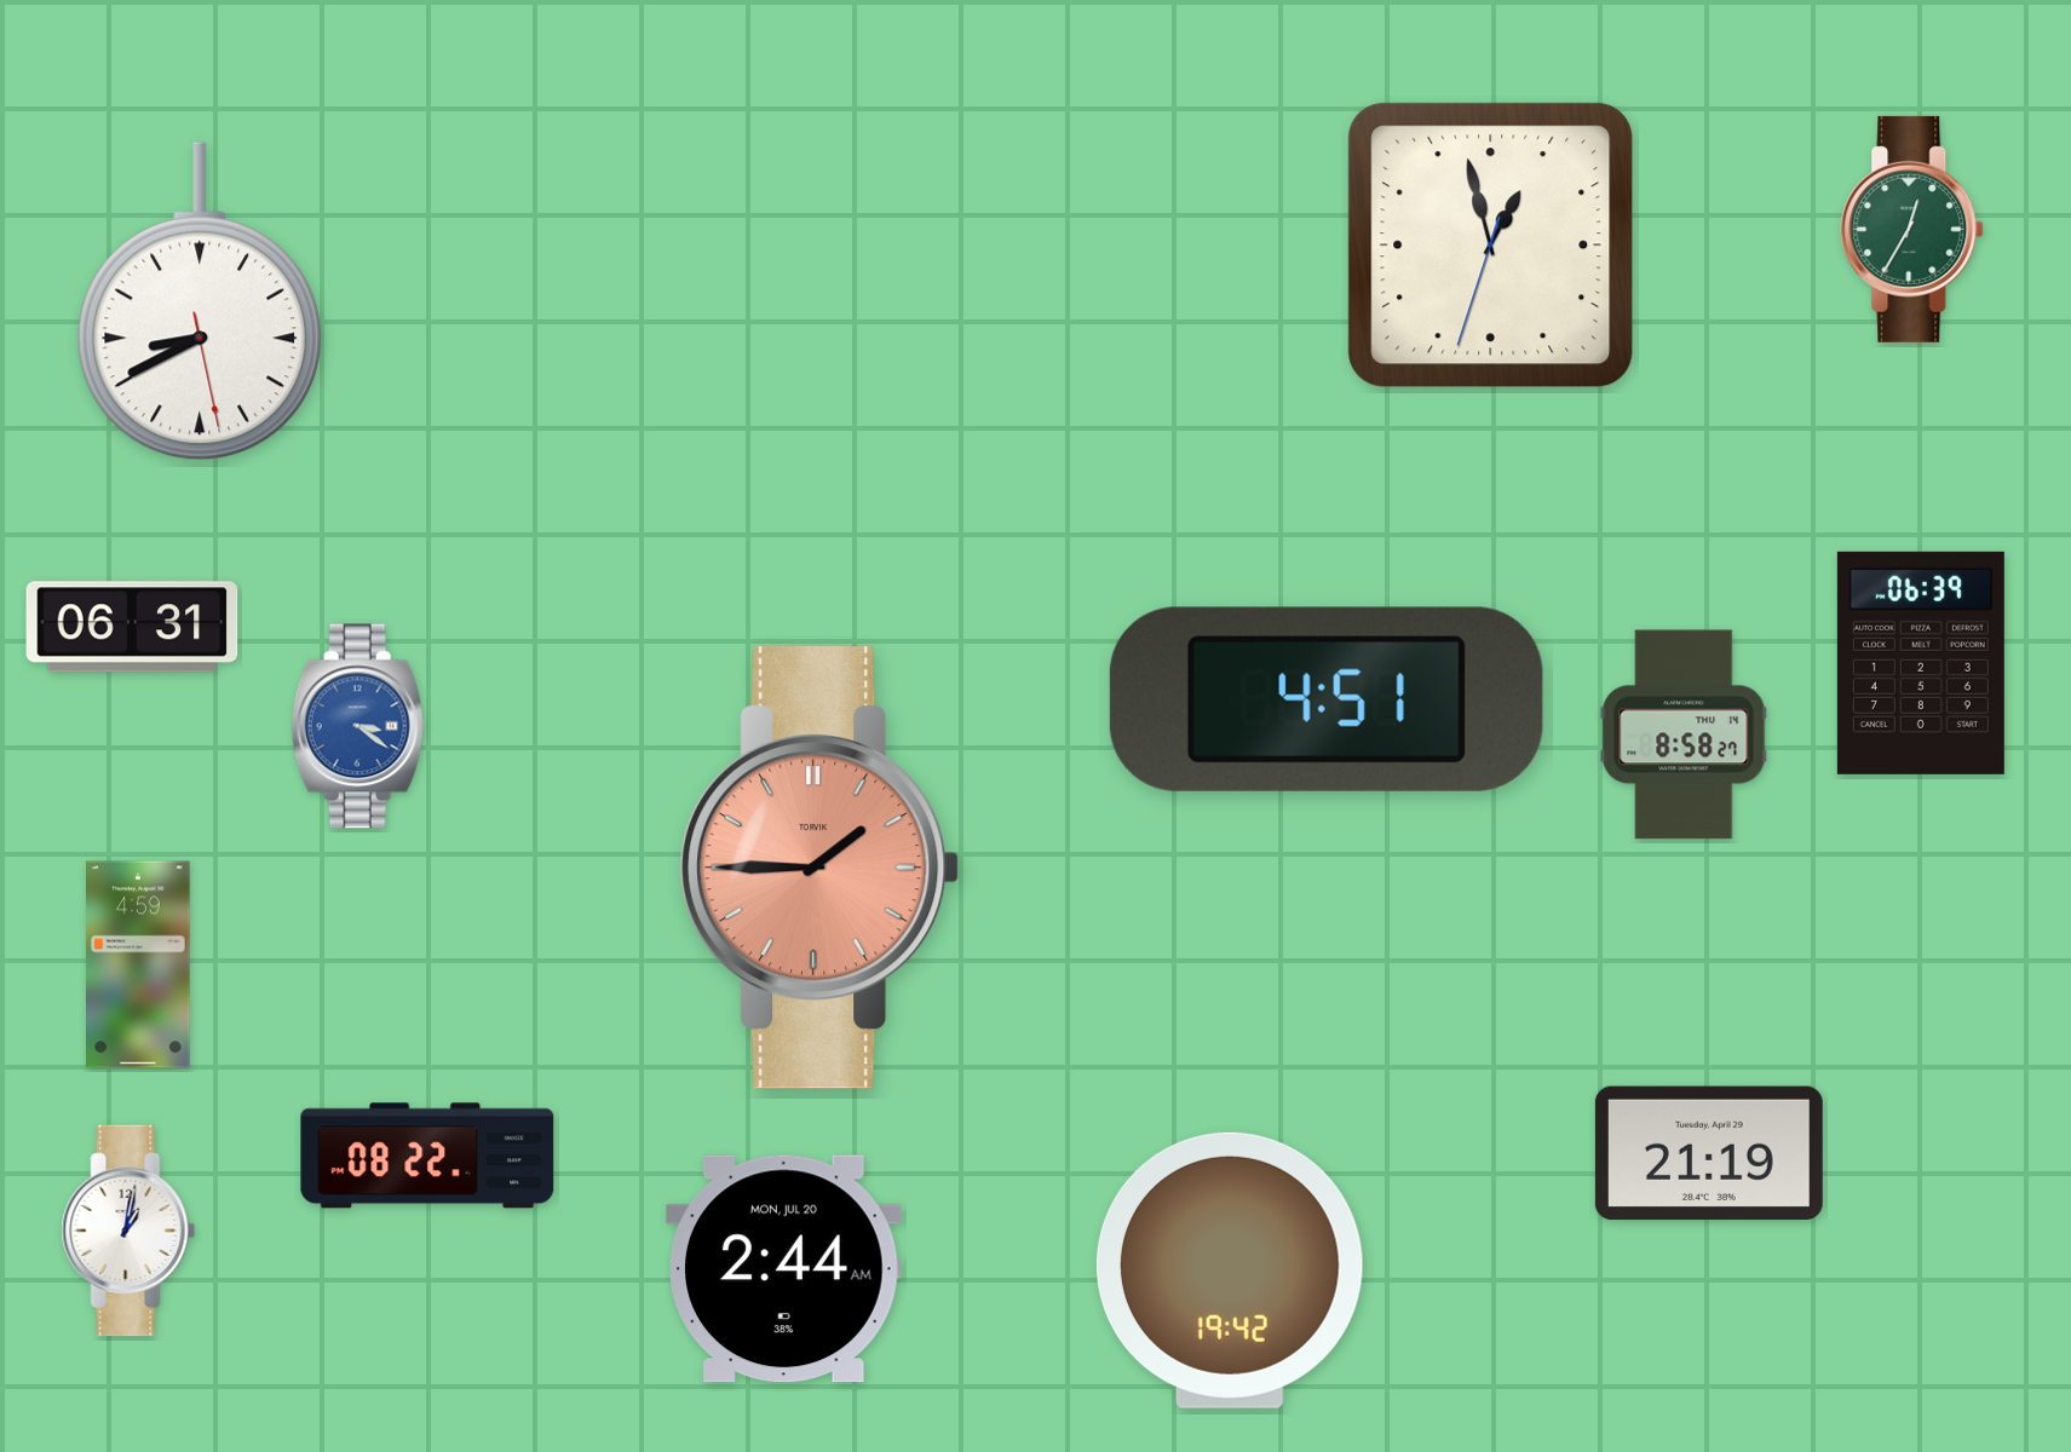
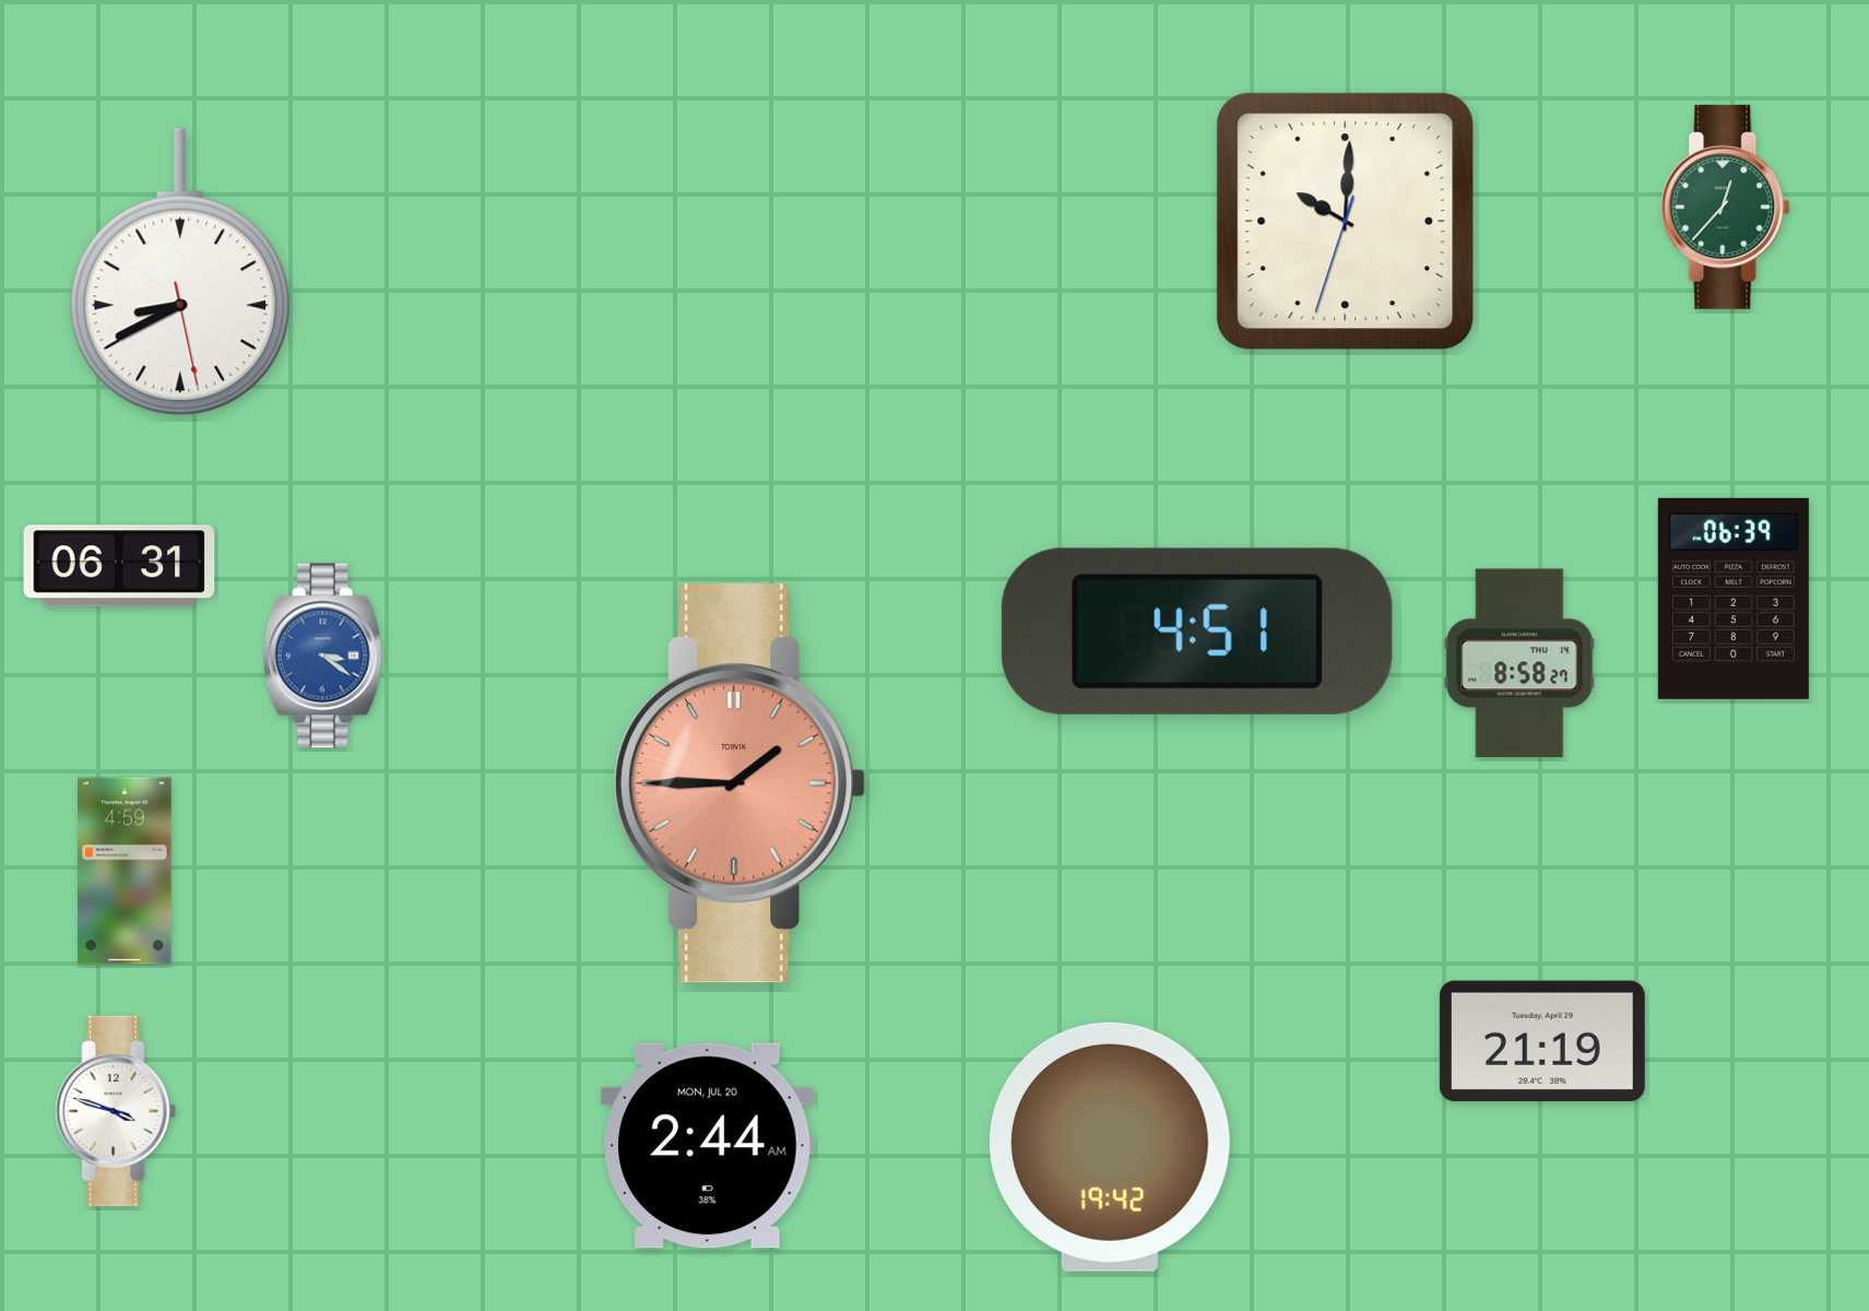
clock at (1912, 229): 12:35 -> 12:37
clock at (1491, 246): 12:57 -> 10:00
clock at (427, 1156): 08:22 -> none
clock at (128, 1231): 1:02 -> 3:48
